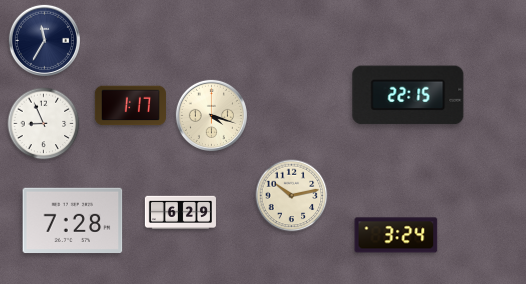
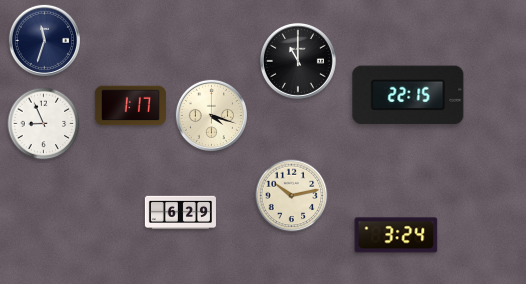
clock at (44, 40): 11:35 -> 11:33
clock at (298, 61): none -> 11:00
clock at (73, 221): 7:28 -> none
